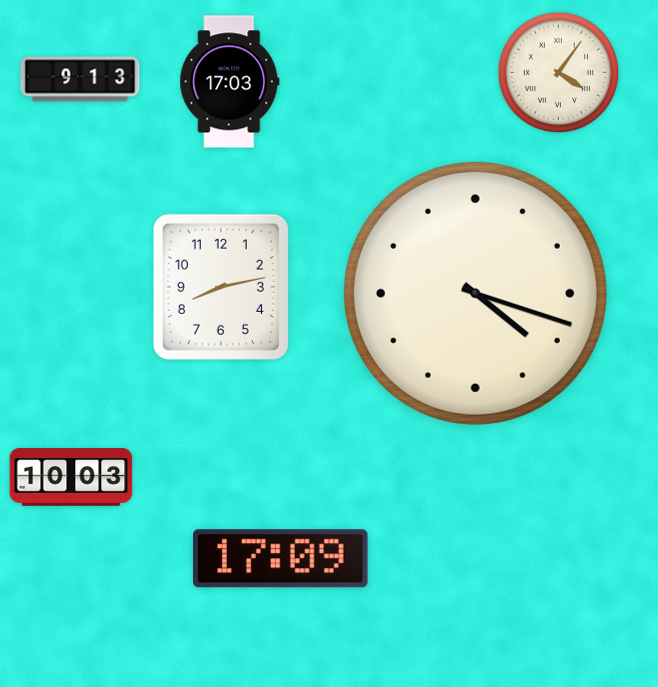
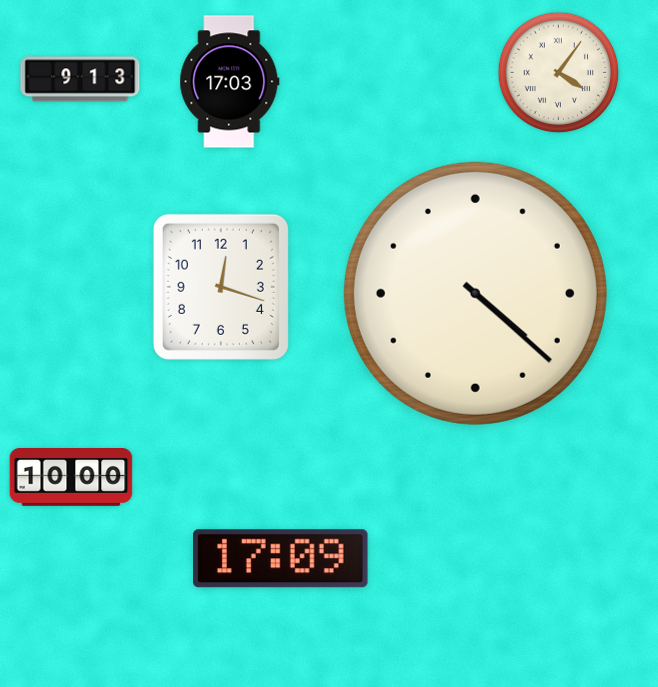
clock at (221, 287): 8:13 -> 12:18
clock at (475, 293): 4:18 -> 4:22
clock at (71, 478): 10:03 -> 10:00
